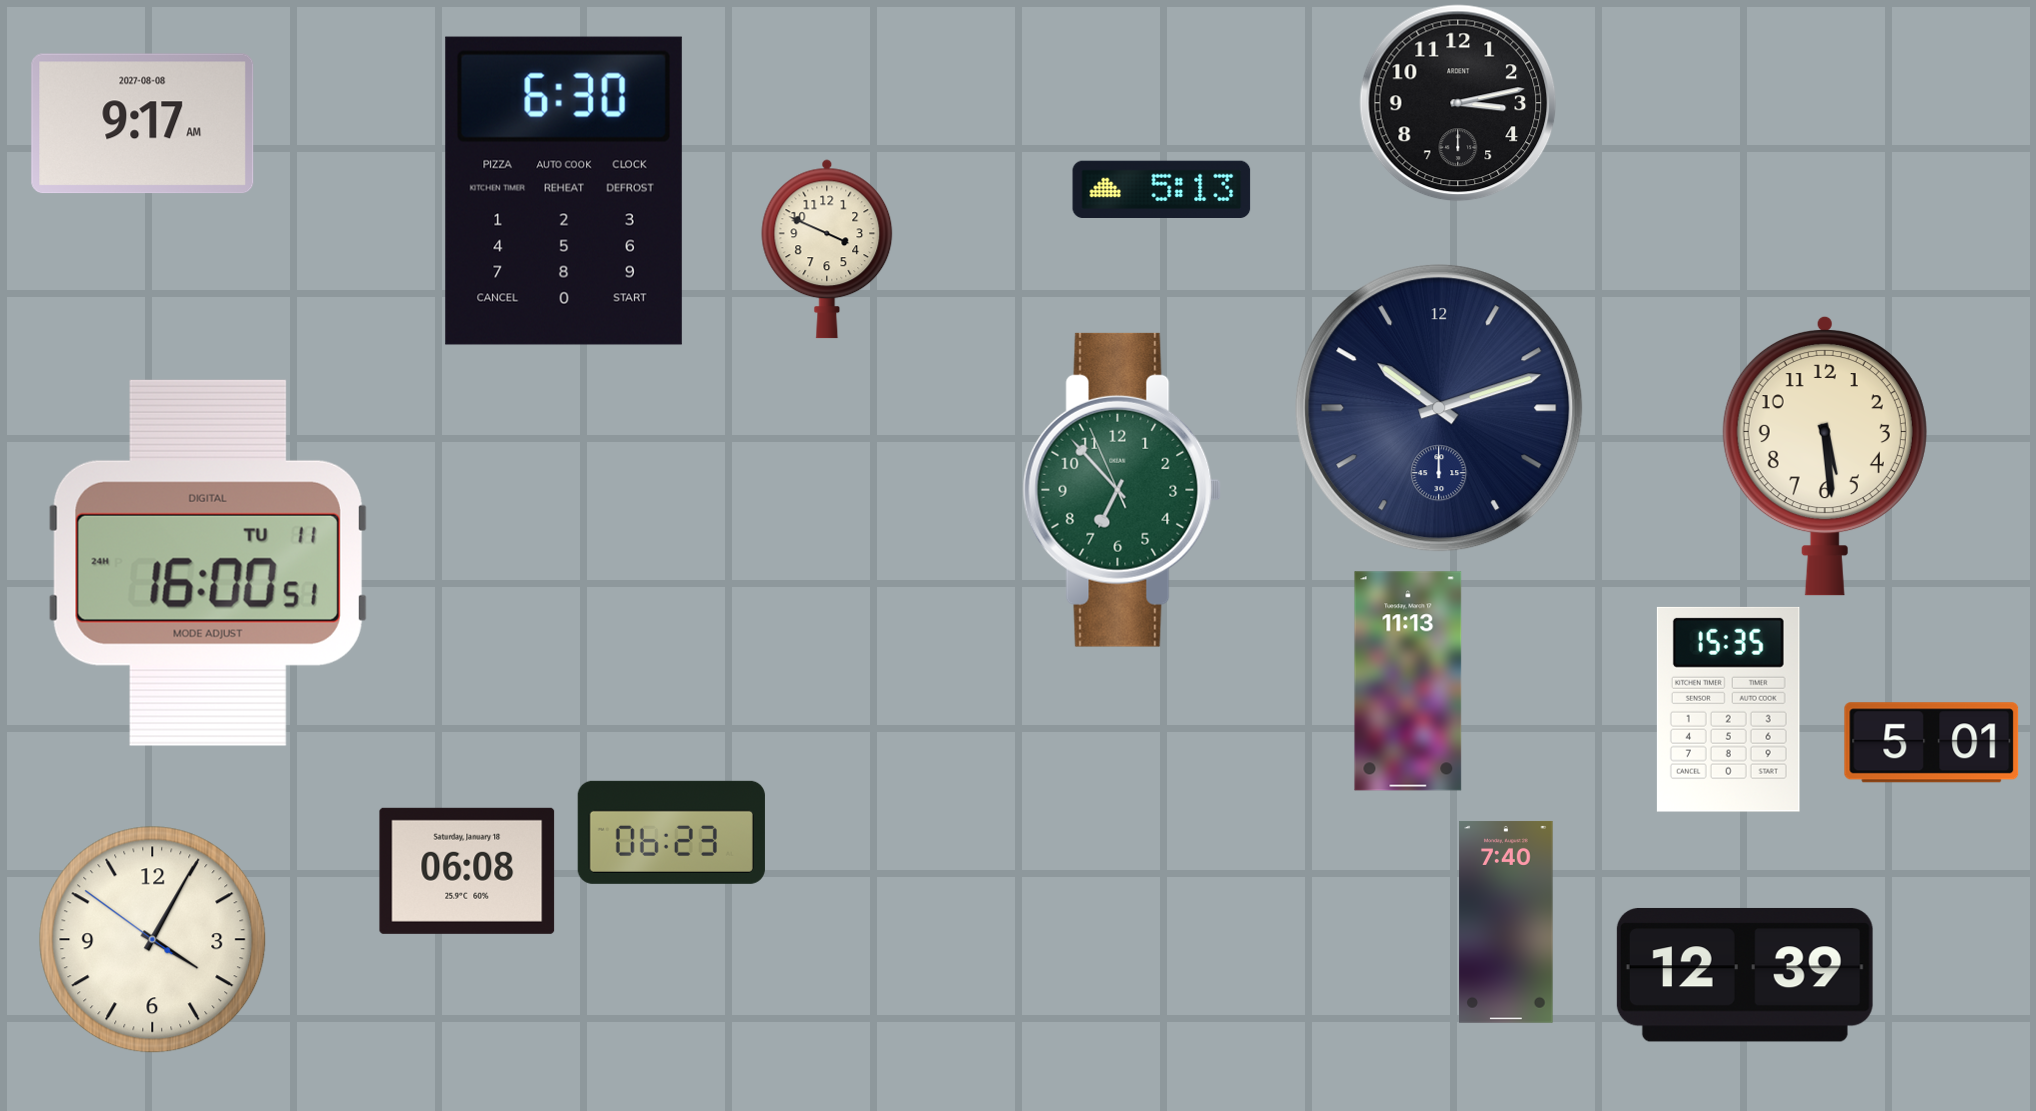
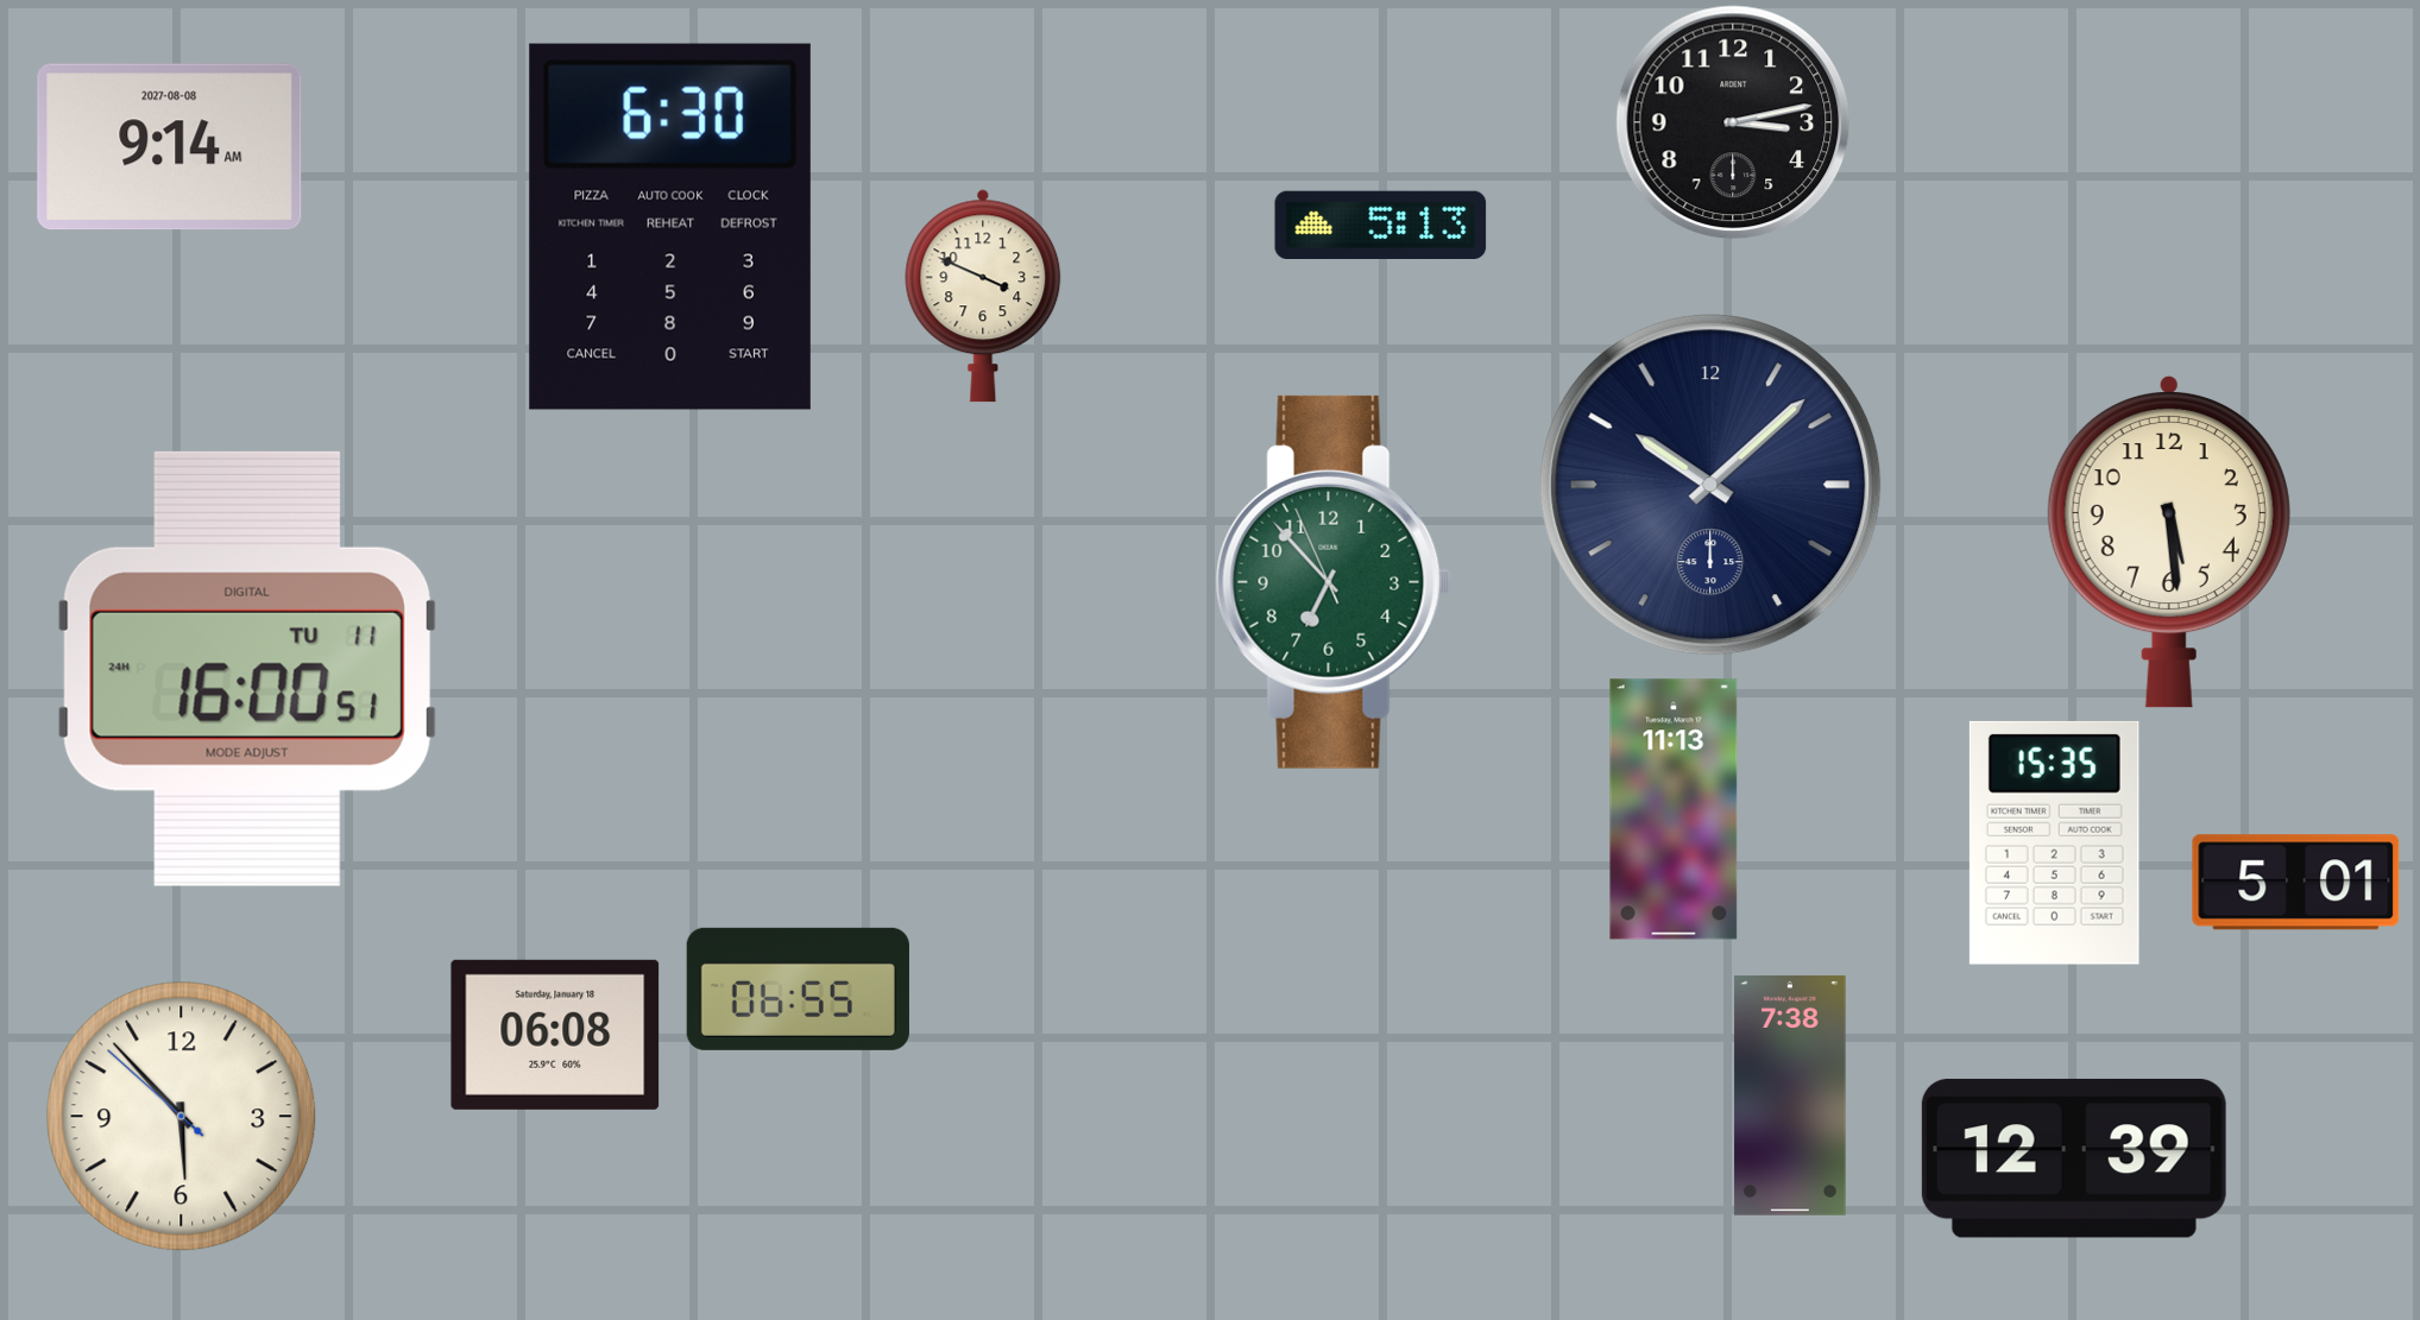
clock at (143, 124): 9:17 -> 9:14
clock at (1439, 408): 10:12 -> 10:08
clock at (671, 832): 06:23 -> 06:55
clock at (1506, 922): 7:40 -> 7:38
clock at (153, 940): 4:04 -> 5:52
